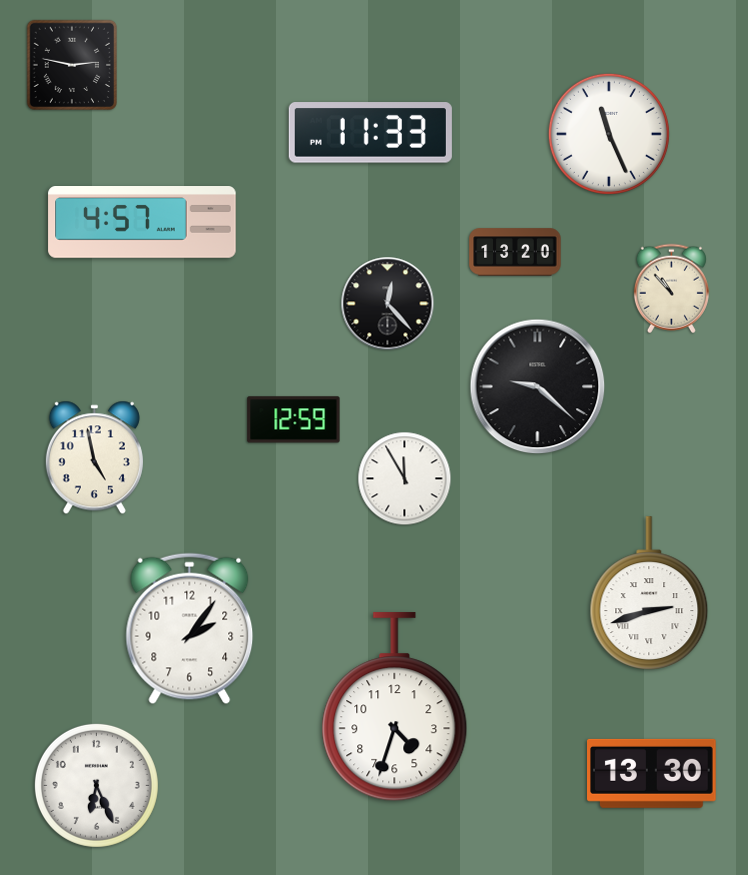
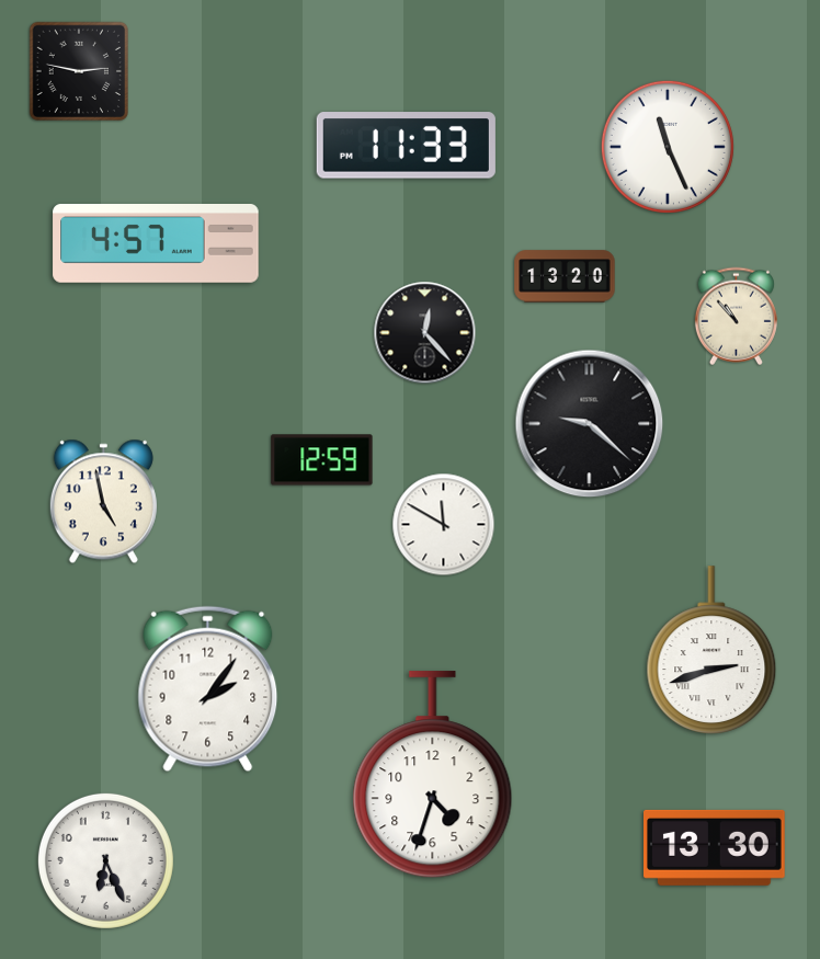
clock at (405, 479): 11:55 -> 11:50
